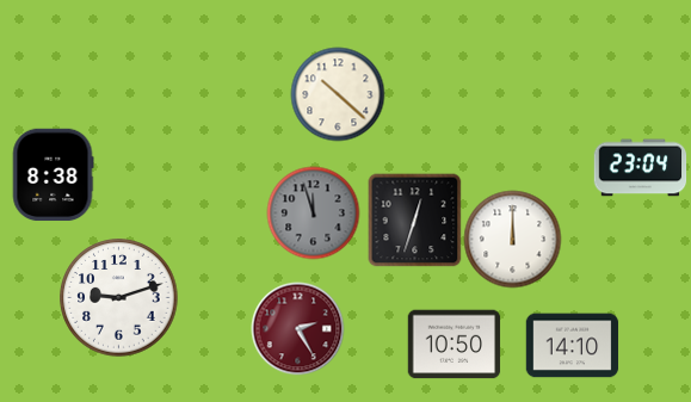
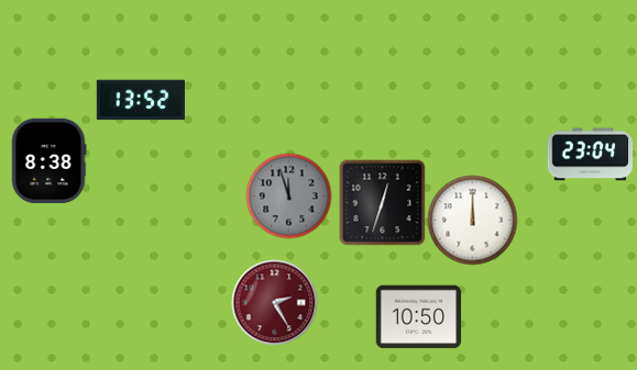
clock at (338, 94): 10:22 -> none
clock at (141, 100): none -> 13:52
clock at (119, 298): 9:12 -> none
clock at (572, 346): 14:10 -> none
